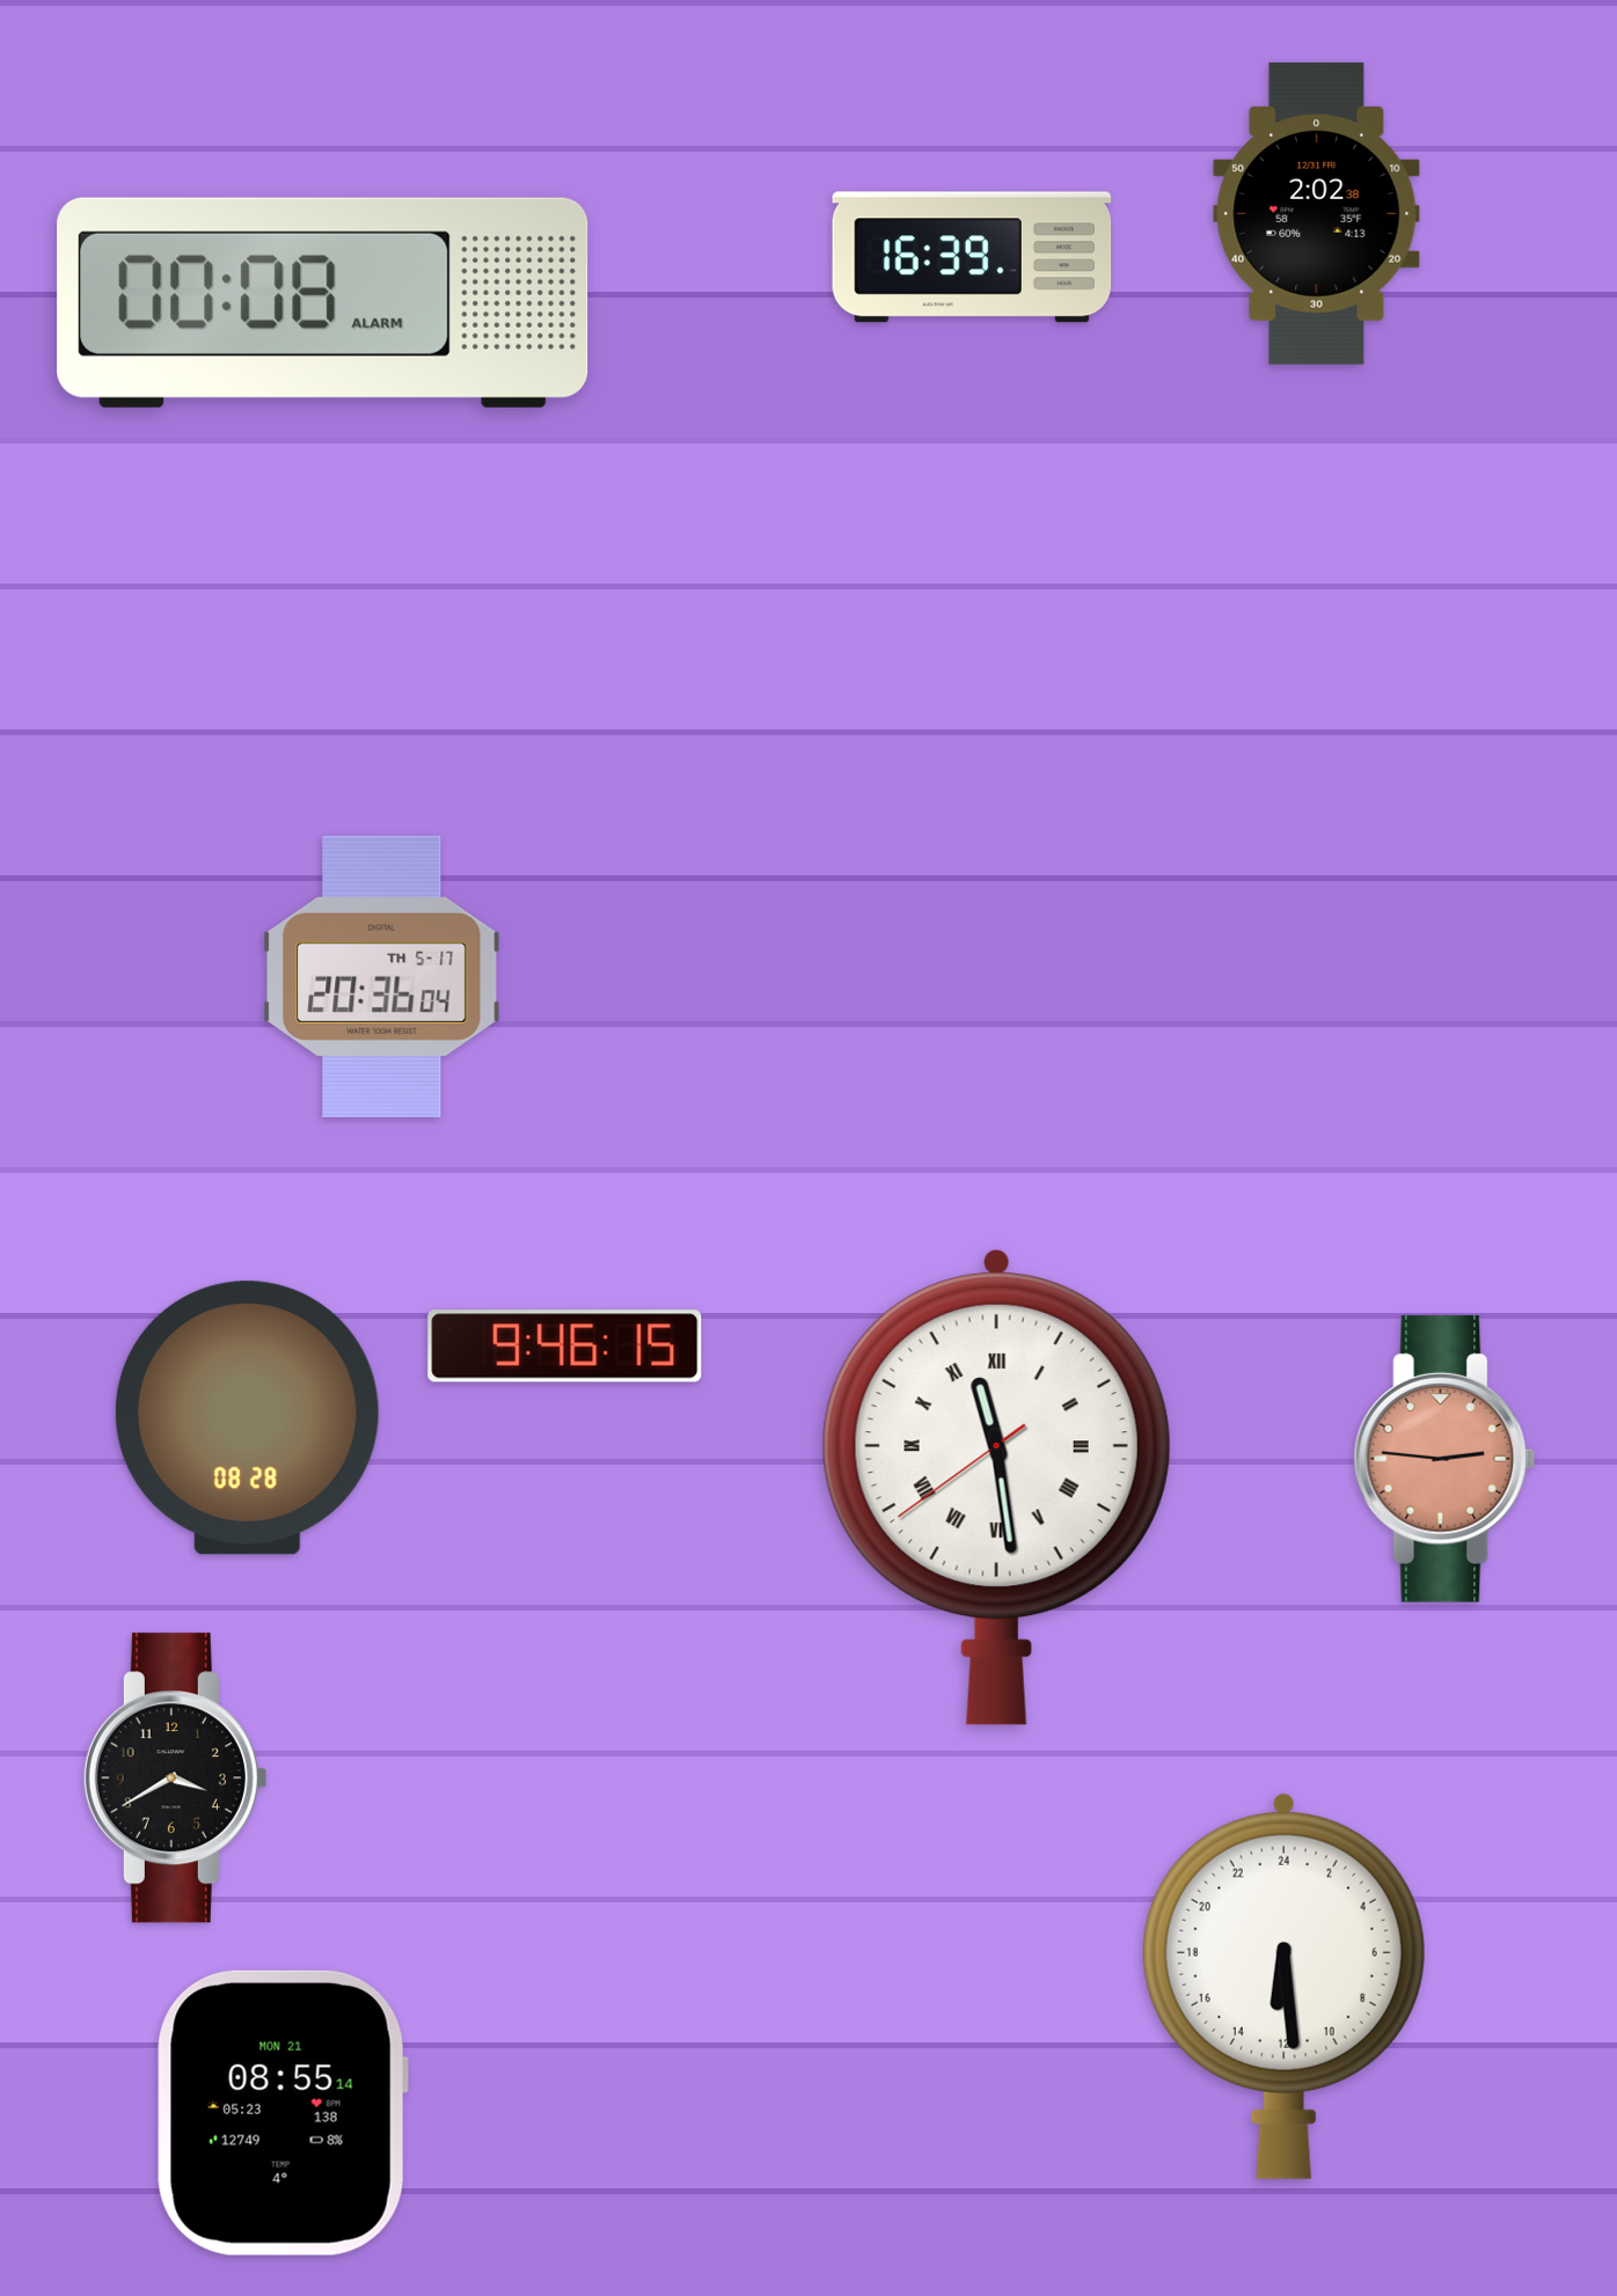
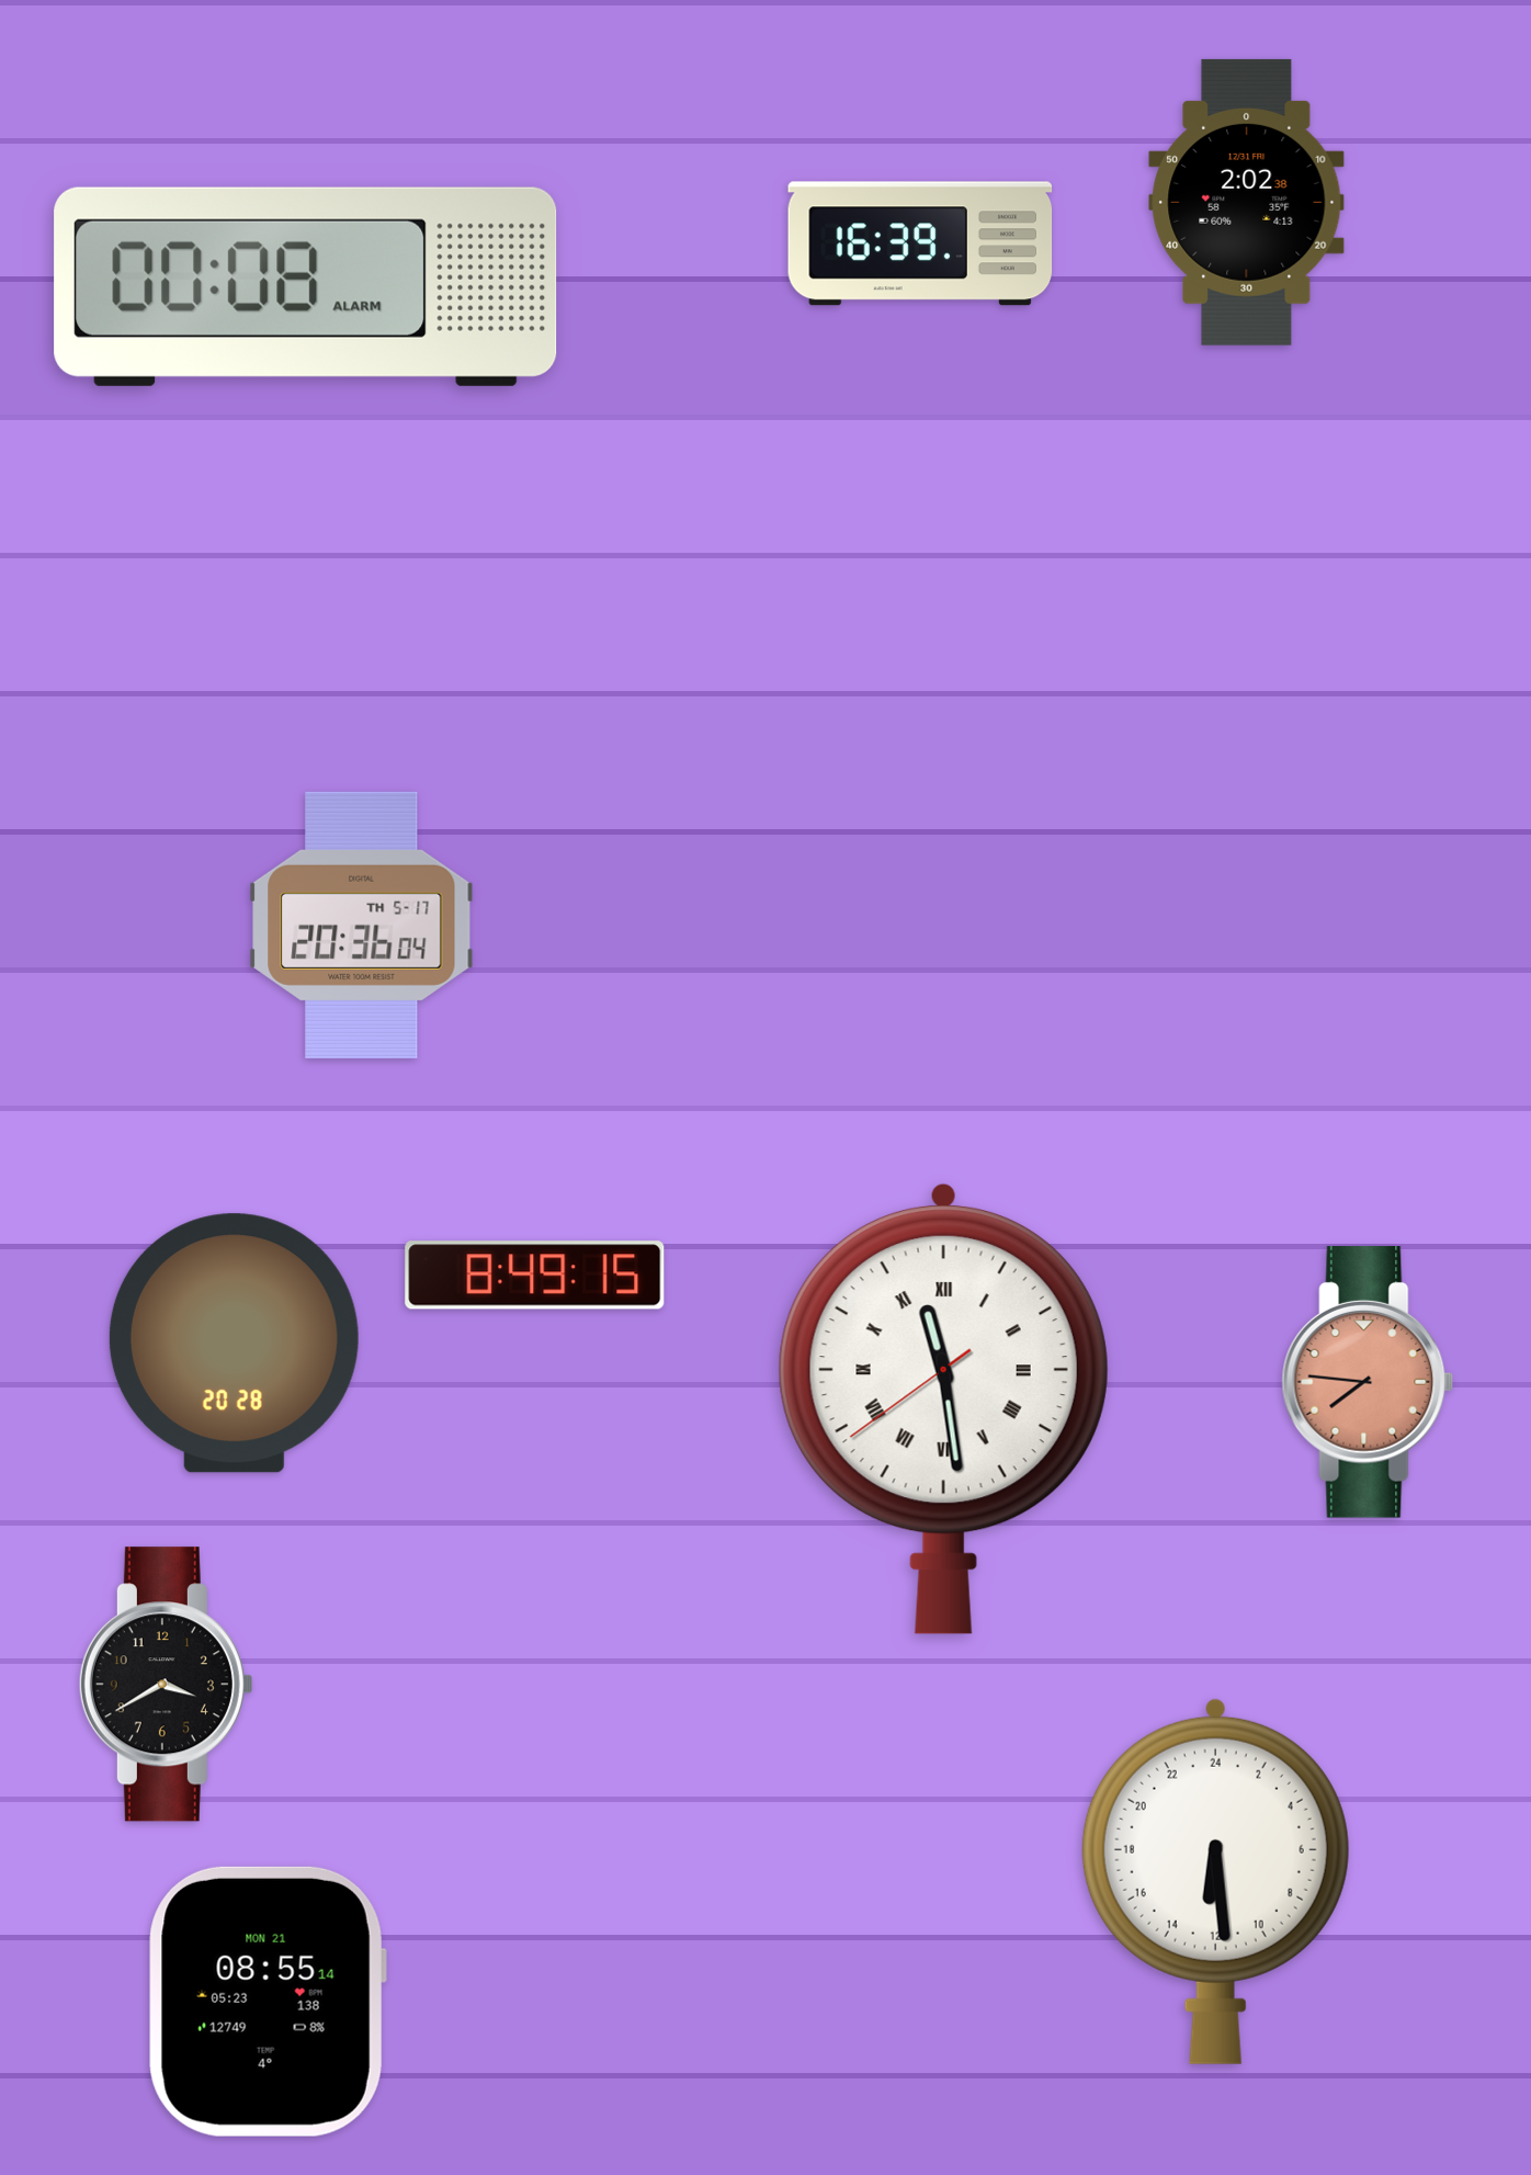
clock at (565, 1347): 9:46 -> 8:49
clock at (247, 1418): 08:28 -> 20:28
clock at (1444, 1460): 2:46 -> 7:46
